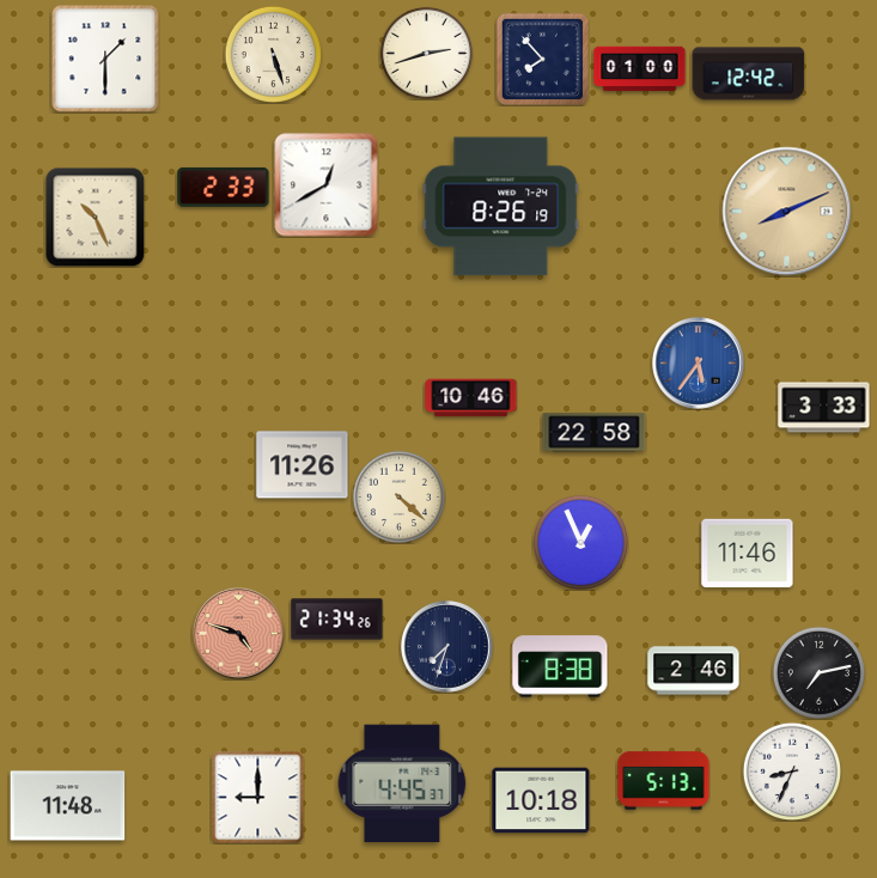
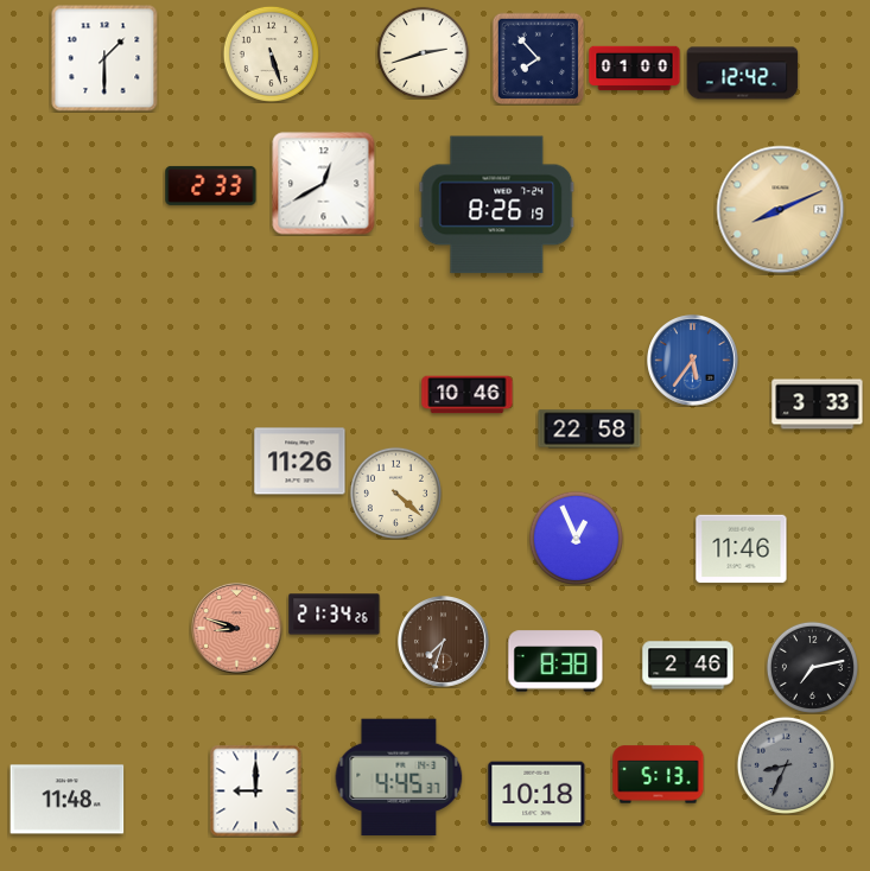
clock at (224, 187) position: (224, 187) -> (211, 185)
clock at (95, 217): 10:26 -> none
clock at (239, 634): 4:48 -> 8:48
clock at (447, 647) dial: navy -> brown
clock at (791, 770) dial: white -> grey
